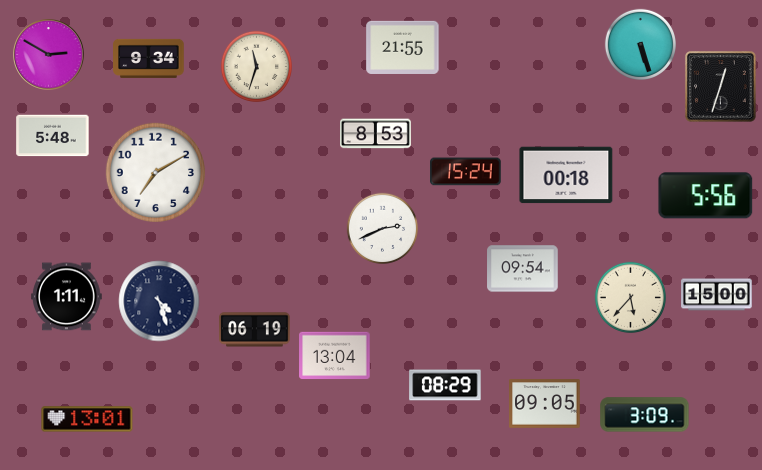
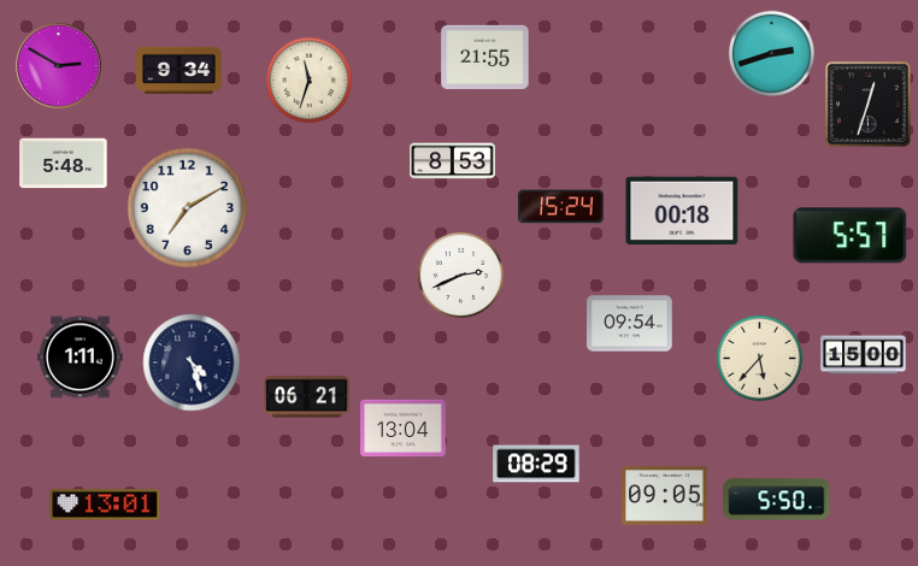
clock at (640, 44): 5:27 -> 2:42
clock at (706, 196): 5:56 -> 5:57
clock at (255, 330): 06:19 -> 06:21
clock at (545, 404) position: (545, 404) -> (665, 496)
clock at (645, 415): 3:09 -> 5:50
